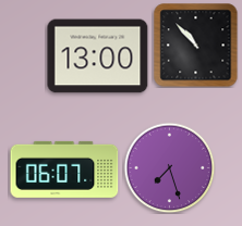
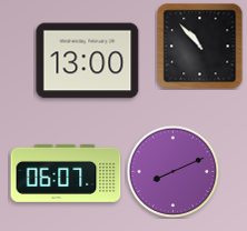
clock at (98, 56) position: (98, 56) -> (88, 61)
clock at (169, 167): 7:27 -> 8:11
